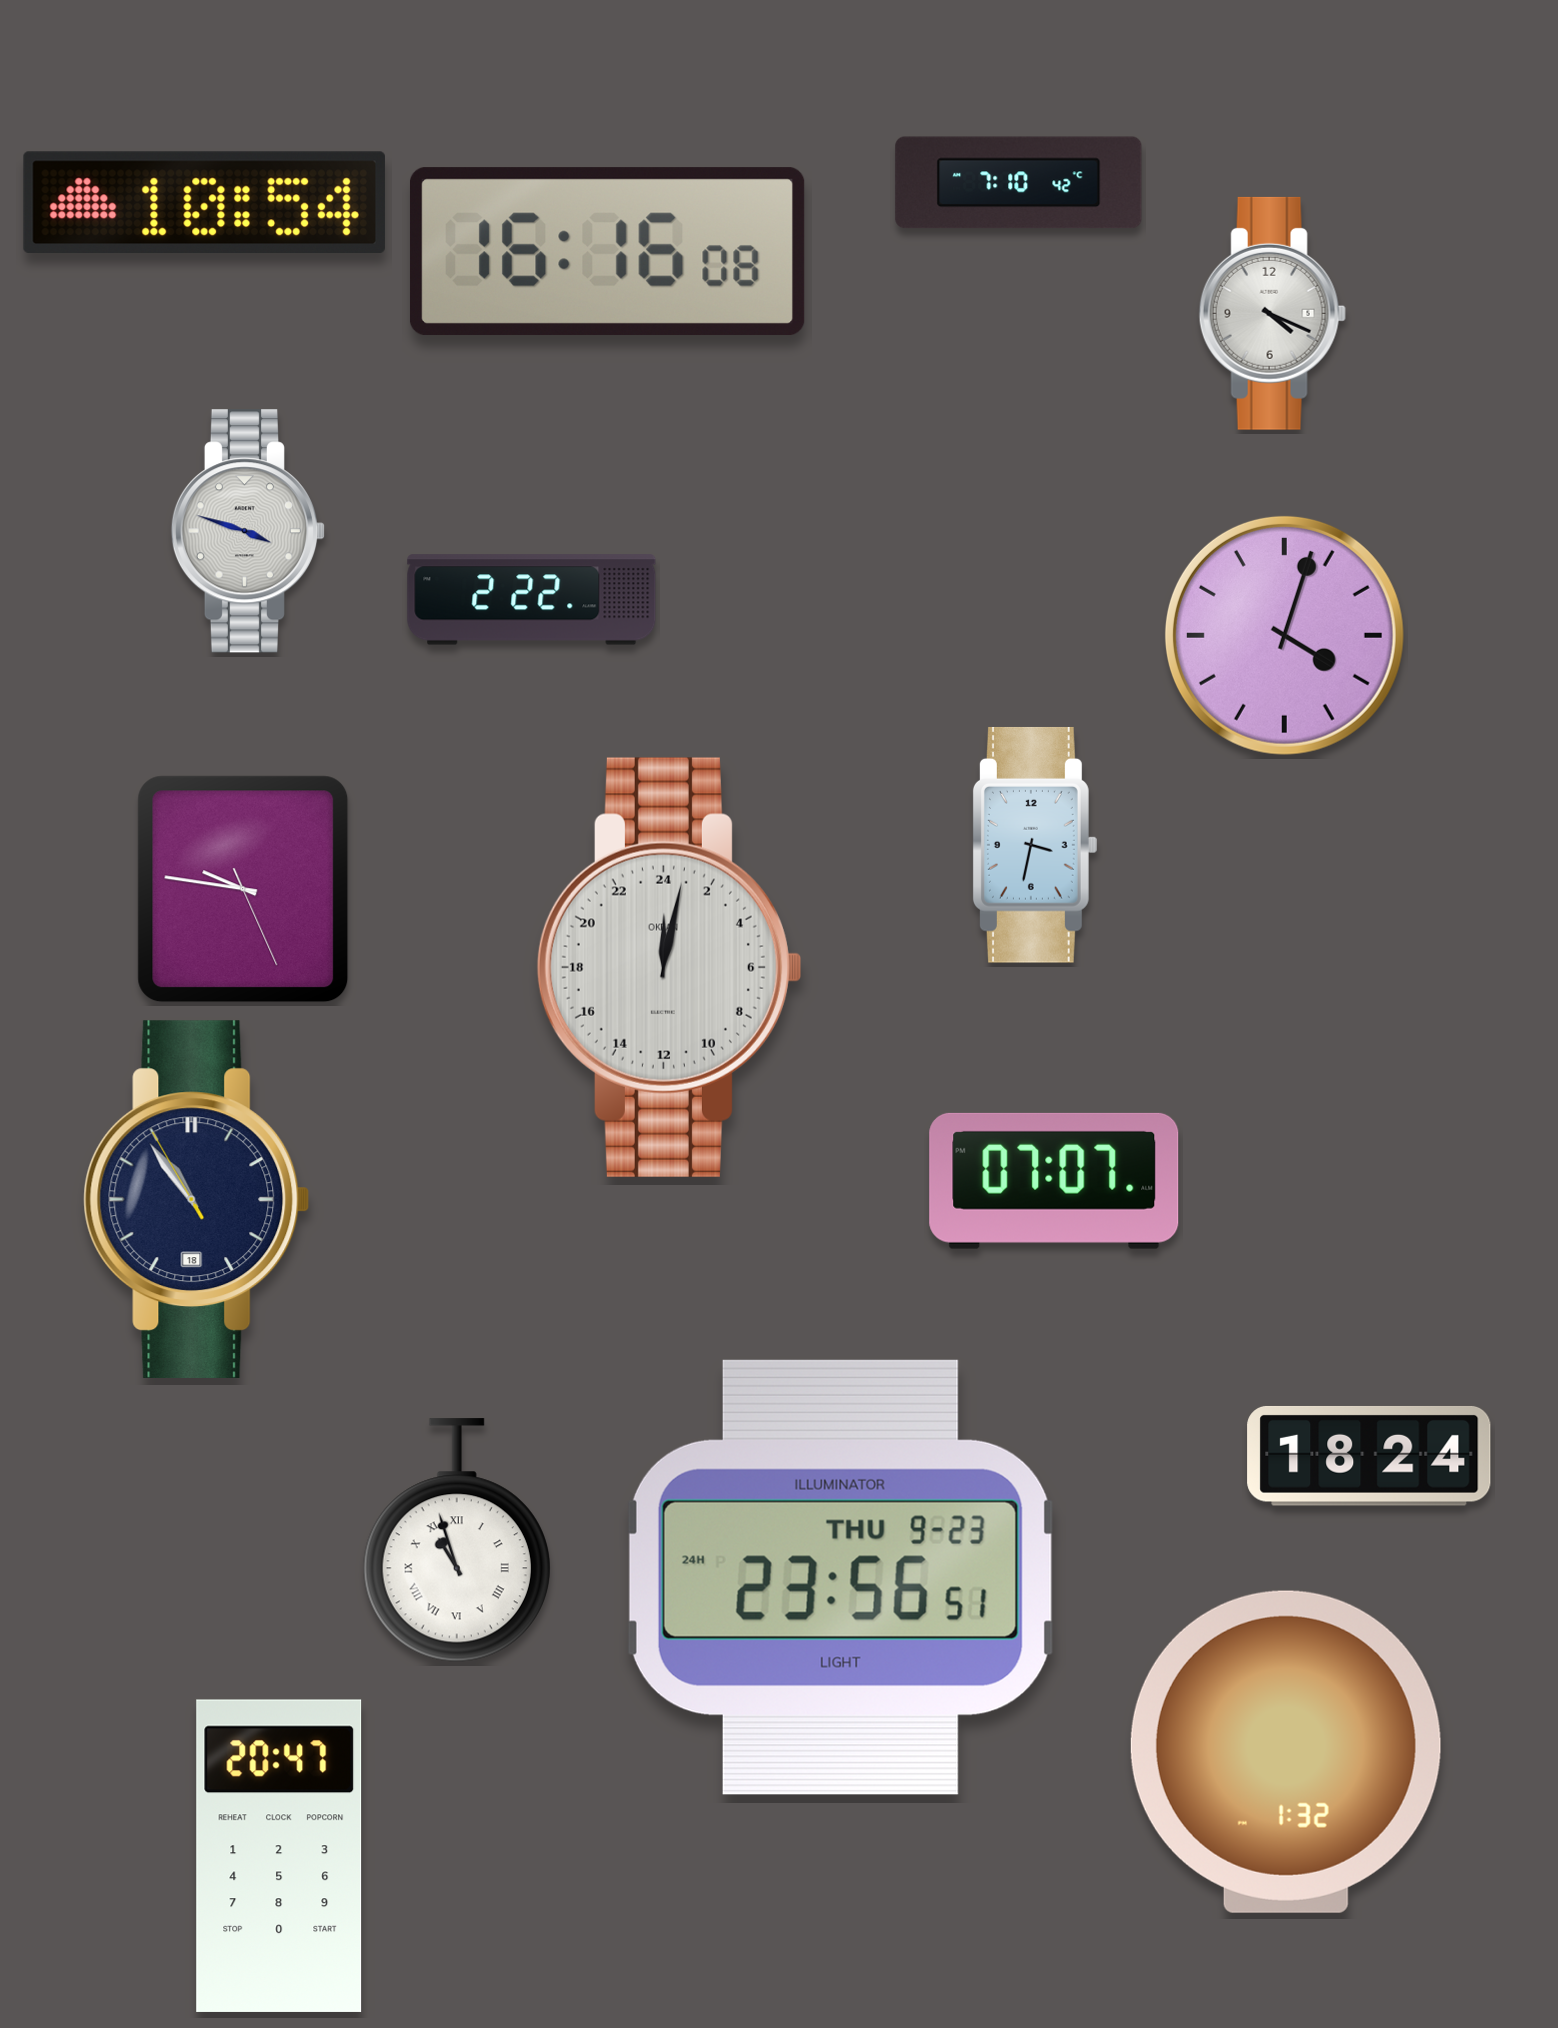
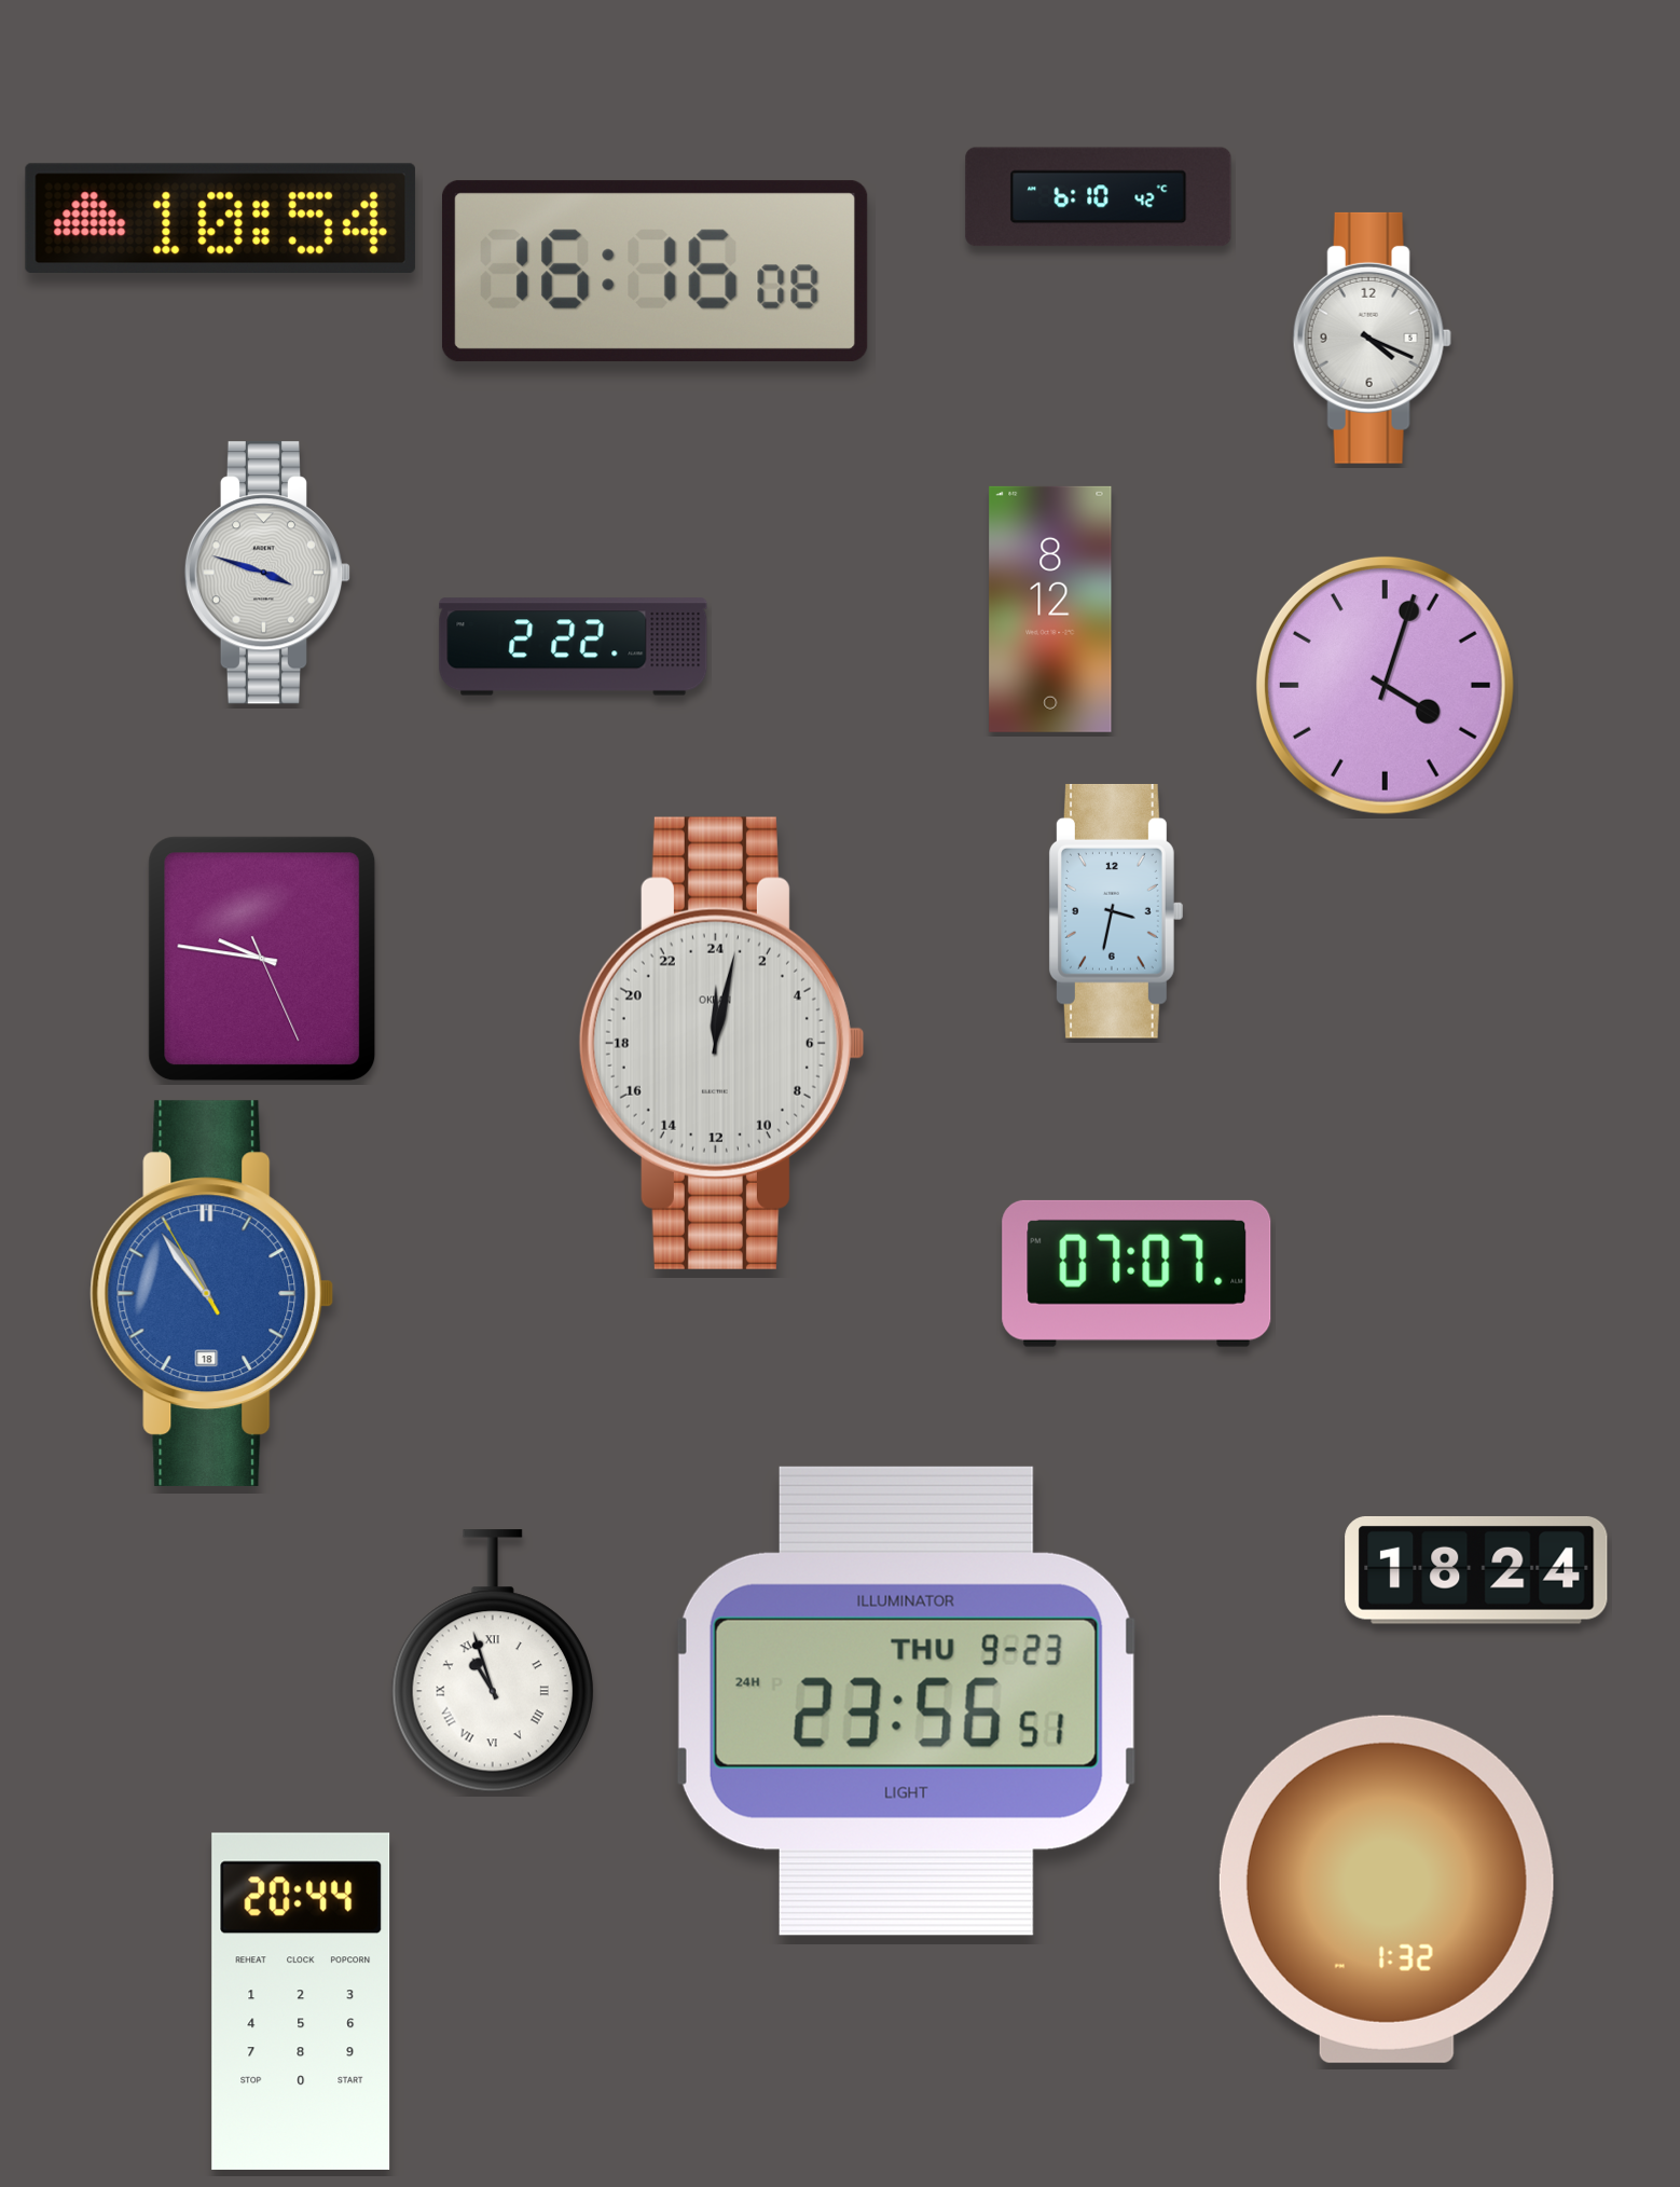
clock at (1019, 183): 7:10 -> 6:10
clock at (1050, 609): none -> 8:12
clock at (197, 1199) dial: navy -> blue
clock at (279, 1856): 20:47 -> 20:44
